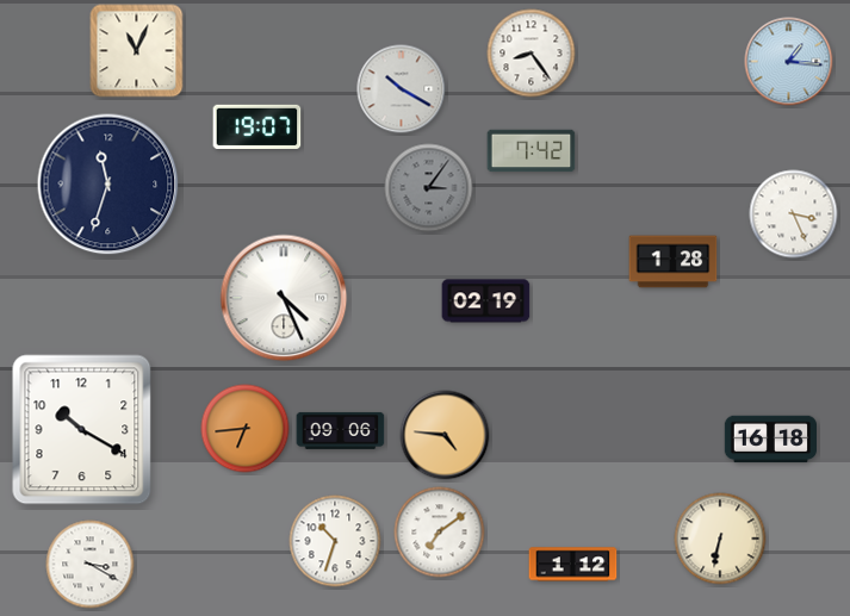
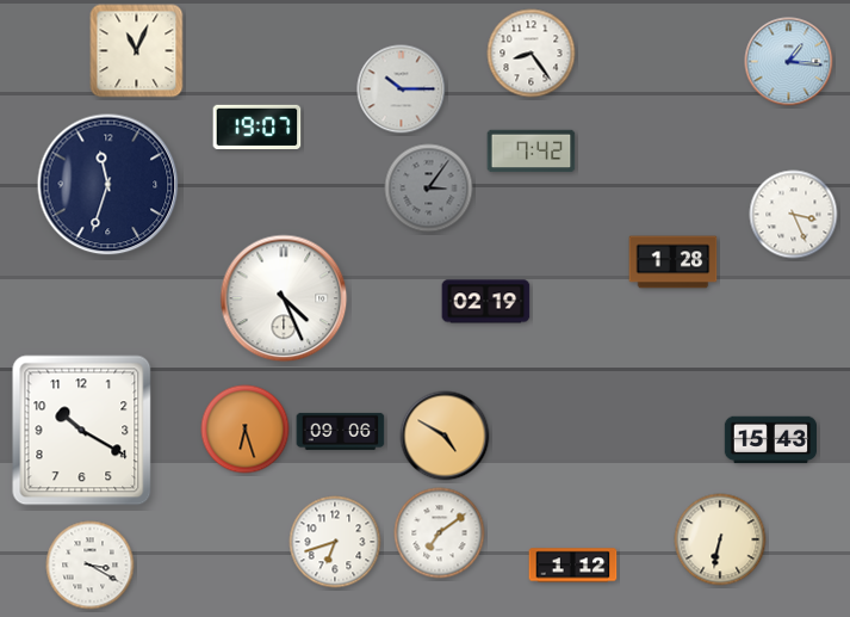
clock at (402, 89): 10:20 -> 10:15
clock at (246, 429): 6:44 -> 6:27
clock at (445, 435): 4:46 -> 4:50
clock at (770, 440): 16:18 -> 15:43
clock at (335, 541): 10:33 -> 6:42
